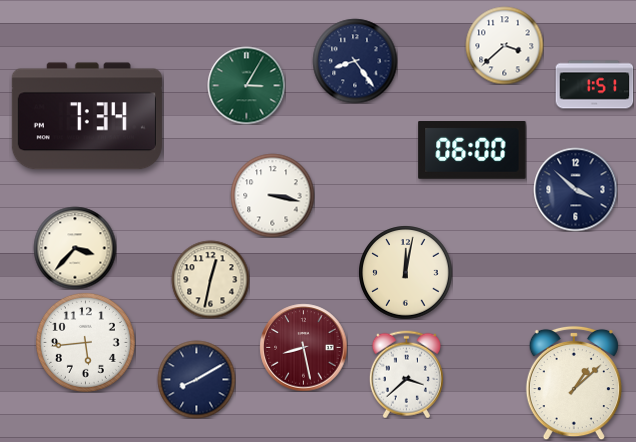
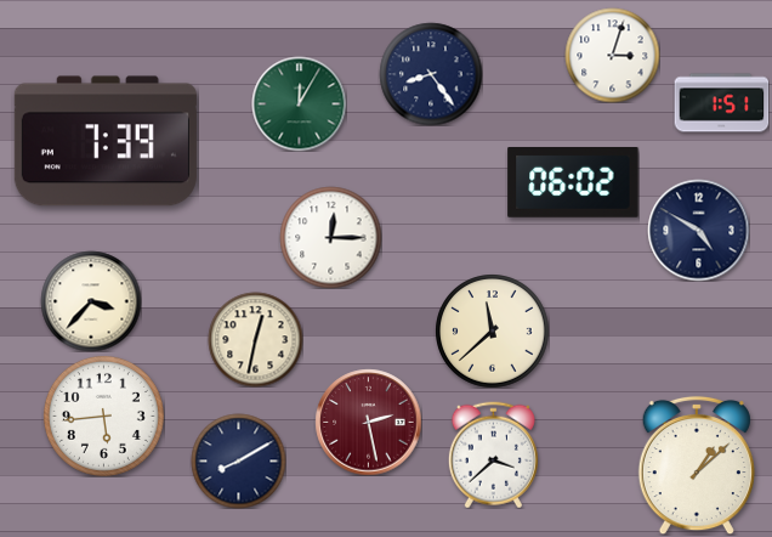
clock at (504, 45): 3:38 -> 3:03
clock at (246, 85): 3:05 -> 12:05
clock at (87, 116): 7:34 -> 7:39
clock at (472, 151): 06:00 -> 06:02
clock at (575, 189): 3:52 -> 4:50
clock at (272, 195): 3:17 -> 12:15
clock at (405, 272): 12:02 -> 11:38
clock at (303, 347): 8:28 -> 2:28
